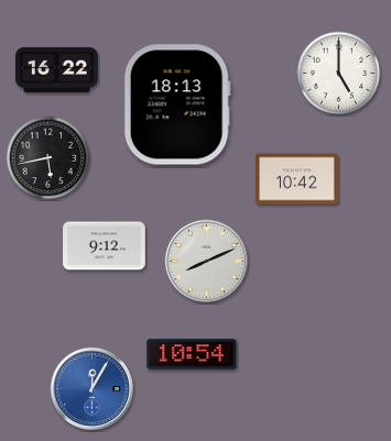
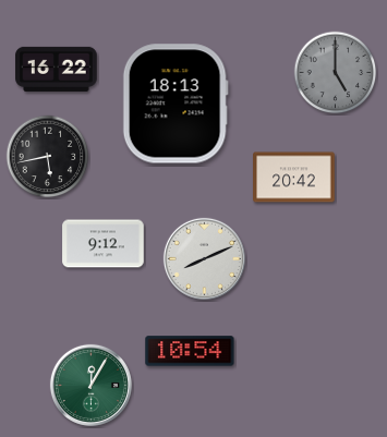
clock at (339, 74) dial: white -> grey
clock at (297, 179): 10:42 -> 20:42
clock at (91, 388) dial: blue -> green
